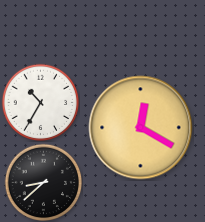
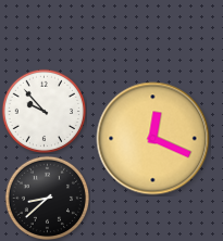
clock at (40, 102): 10:35 -> 9:53
clock at (141, 128): 12:20 -> 12:19
